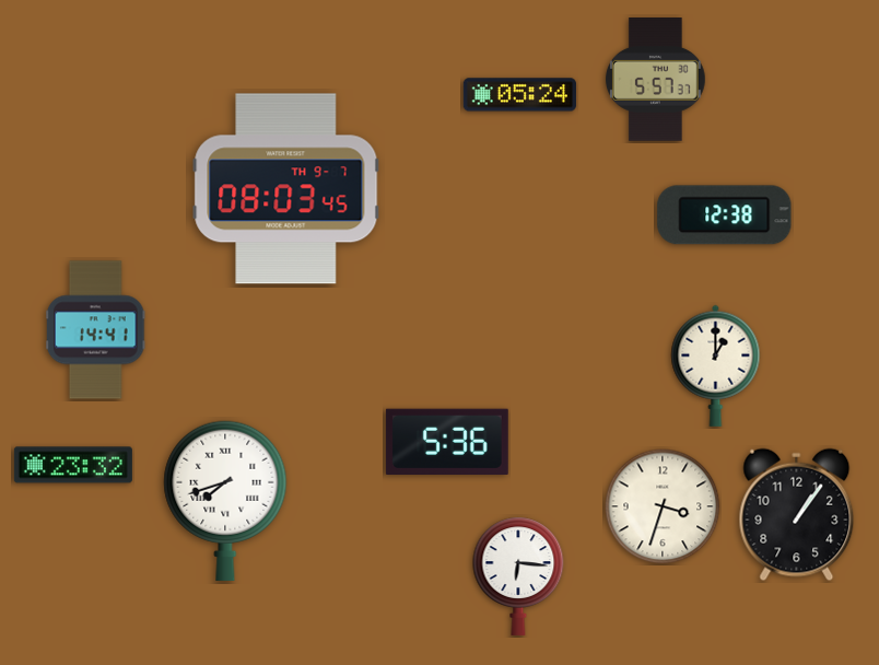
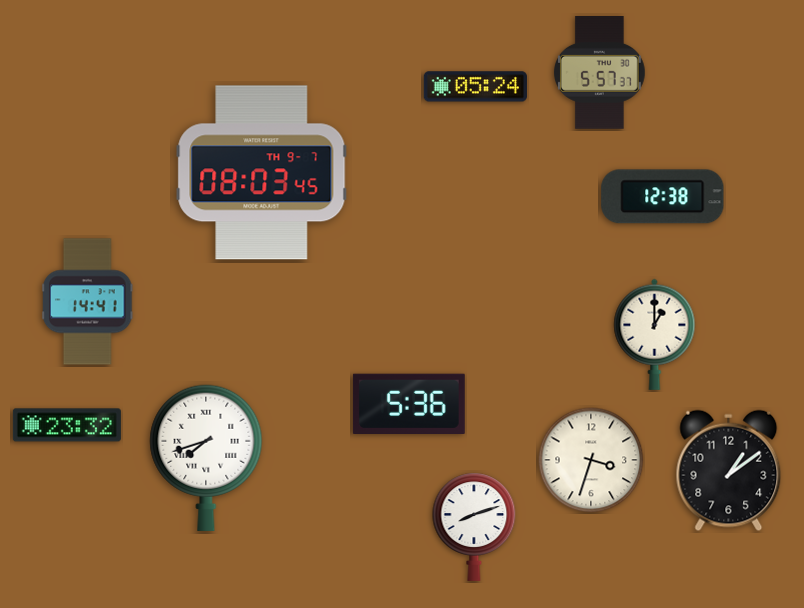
clock at (663, 506) position: (663, 506) -> (591, 460)
clock at (797, 515): 1:06 -> 1:09
clock at (518, 576): 6:16 -> 8:12
